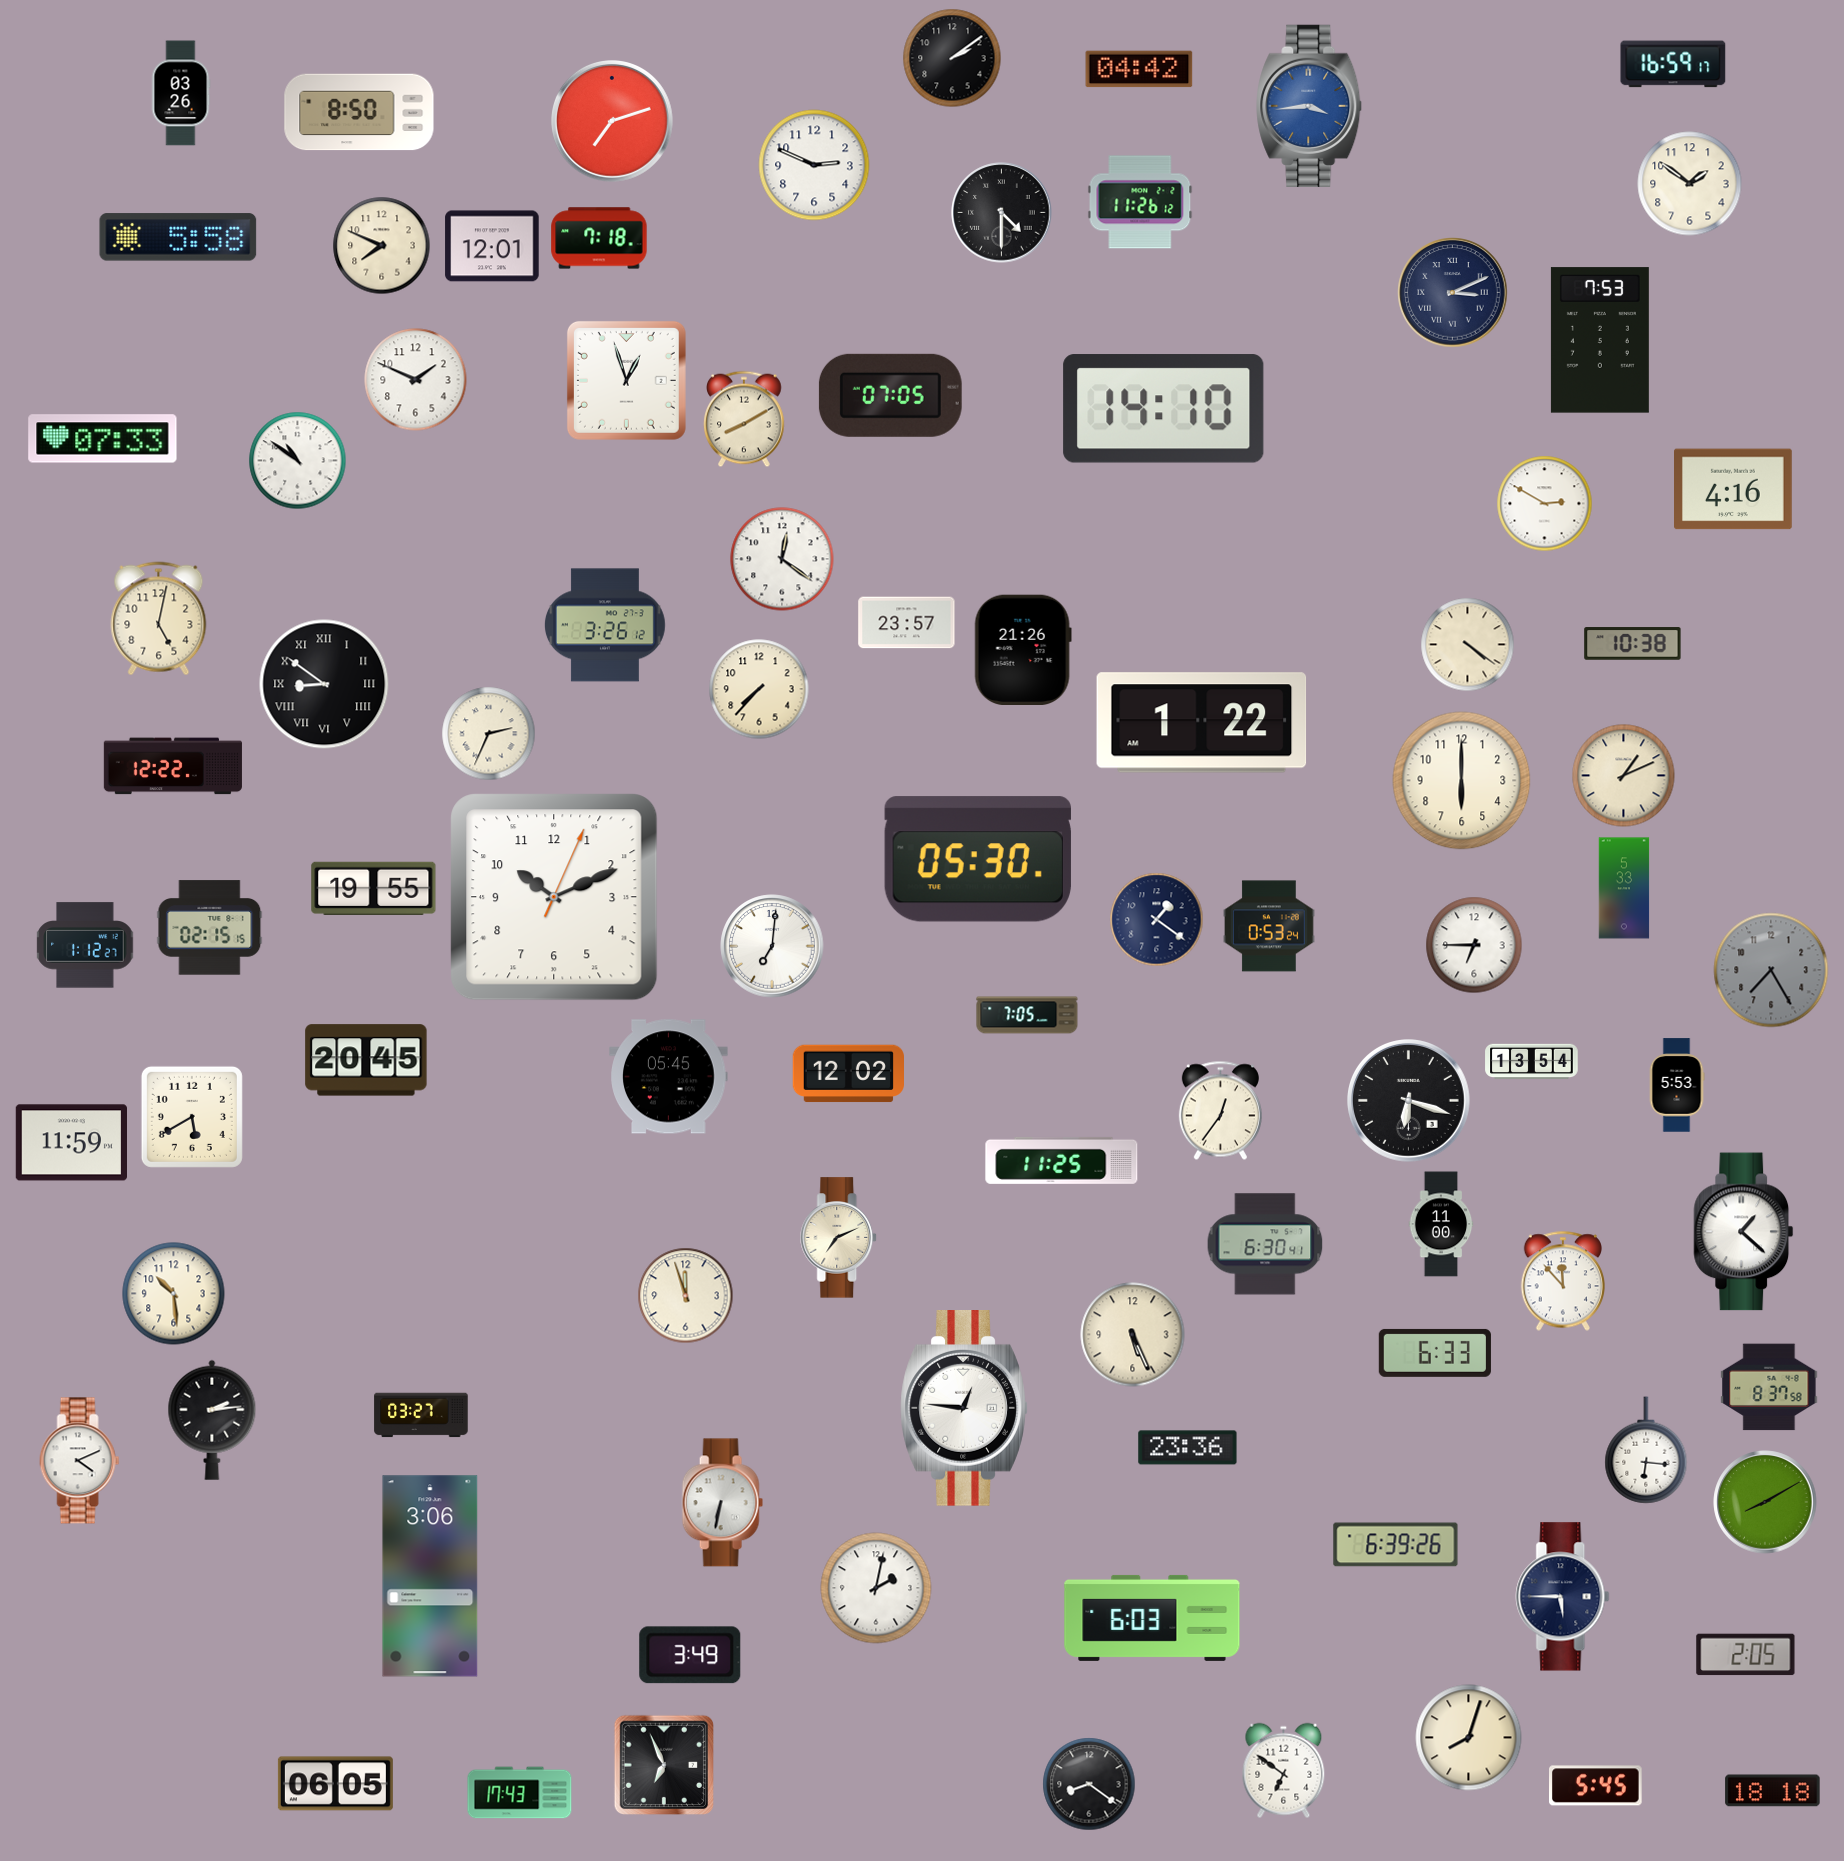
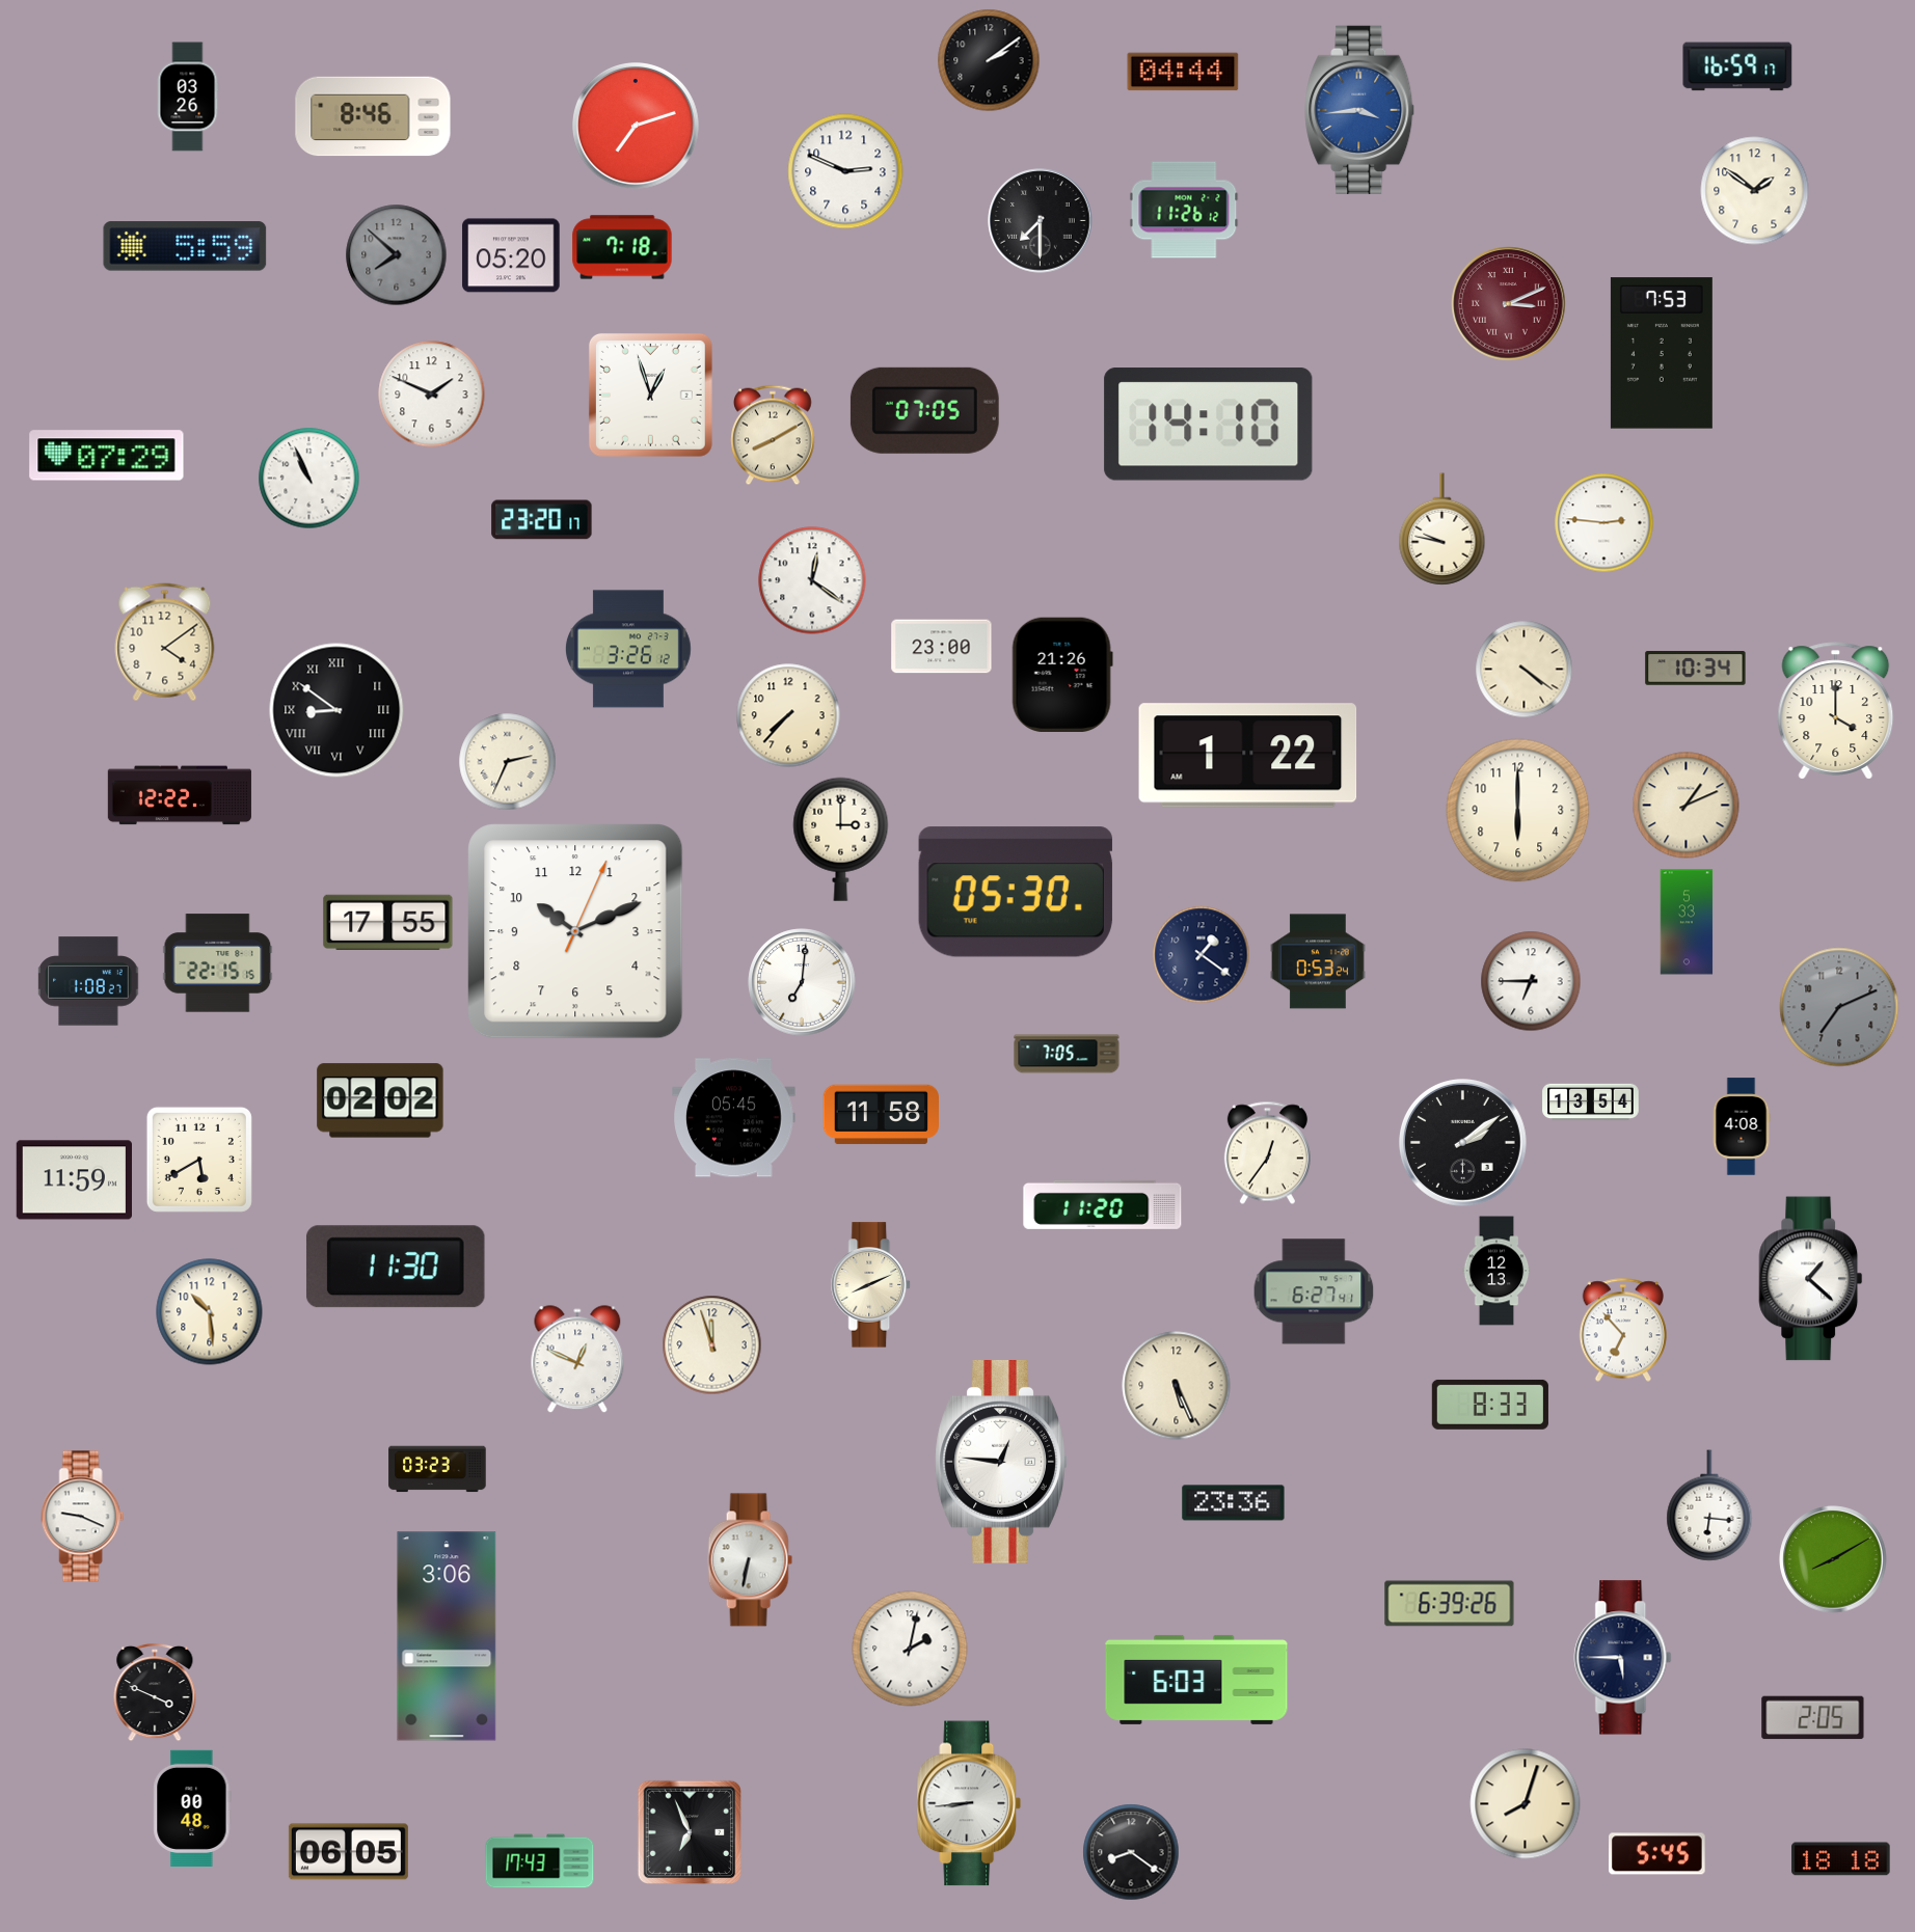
clock at (1139, 69): 04:42 -> 04:44
clock at (359, 112): 8:50 -> 8:46
clock at (1002, 213): 4:30 -> 7:30
clock at (178, 237): 5:58 -> 5:59
clock at (382, 246): 7:49 -> 7:52
clock at (382, 246) dial: cream -> grey
clock at (492, 246): 12:01 -> 05:20
clock at (1453, 293) dial: navy -> burgundy
clock at (103, 439): 07:33 -> 07:29
clock at (298, 461): 10:51 -> 10:56
clock at (1734, 489): 4:16 -> none
clock at (542, 520): none -> 23:20
clock at (1545, 504): 2:50 -> 2:46
clock at (1442, 529): none -> 9:47
clock at (159, 619): 5:02 -> 4:09
clock at (907, 623): 23:57 -> 23:00
clock at (1633, 644): 10:38 -> 10:34
clock at (1836, 711): none -> 4:00
clock at (1202, 723) position: (1202, 723) -> (1248, 756)
clock at (841, 839): none -> 3:00
clock at (374, 888): 19:55 -> 17:55
clock at (210, 928): 02:15 -> 22:15
clock at (85, 945): 1:12 -> 1:08
clock at (1771, 970): 7:25 -> 7:11
clock at (366, 1060): 20:45 -> 02:02
clock at (848, 1074): 12:02 -> 11:58
clock at (669, 1077) position: (669, 1077) -> (734, 1118)
clock at (1677, 1085): 5:53 -> 4:08
clock at (1409, 1101): 6:18 -> 2:09
clock at (71, 1143) position: (71, 1143) -> (74, 1180)
clock at (1062, 1160): 11:25 -> 11:20
clock at (396, 1267): none -> 11:30
clock at (1441, 1224): 11:00 -> 12:13
clock at (839, 1238): 7:11 -> 8:11
clock at (1265, 1244): 6:30 -> 6:27
clock at (1562, 1281): 11:53 -> 6:53
clock at (174, 1294) position: (174, 1294) -> (210, 1312)
clock at (577, 1360): none -> 12:49
clock at (1435, 1353): 6:33 -> 8:33
clock at (1769, 1387): 8:37 -> none
clock at (421, 1415): 03:27 -> 03:23
clock at (212, 1420): 2:14 -> none
clock at (80, 1461): 4:11 -> 9:19
clock at (155, 1692): none -> 3:49
clock at (690, 1655): 3:49 -> none
clock at (969, 1803): none -> 8:44
clock at (192, 1808): none -> 00:48
clock at (1284, 1771): 6:51 -> none
